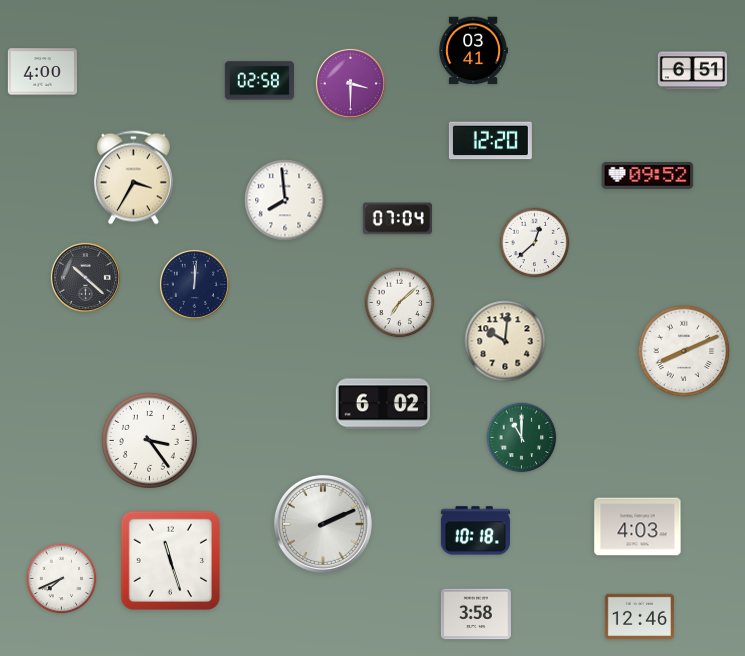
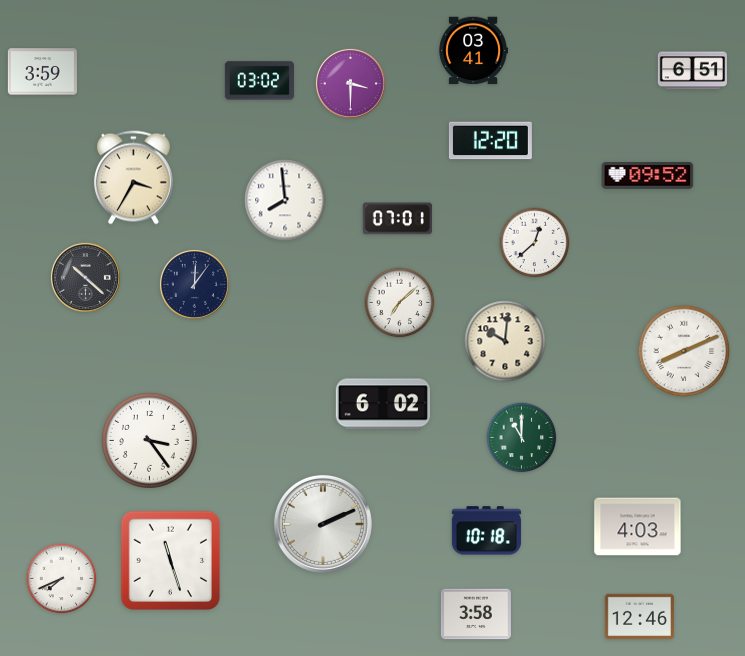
clock at (42, 72): 4:00 -> 3:59
clock at (259, 81): 02:58 -> 03:02
clock at (397, 219): 07:04 -> 07:01
clock at (194, 284): 12:01 -> 12:06
clock at (475, 531) position: (475, 531) -> (486, 531)
